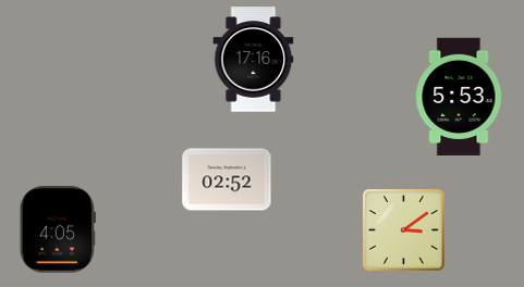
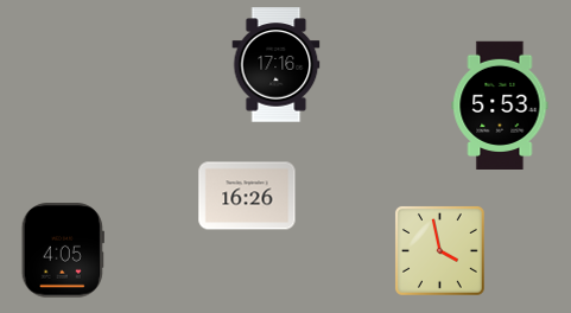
clock at (227, 179): 02:52 -> 16:26
clock at (403, 229): 3:09 -> 3:58
